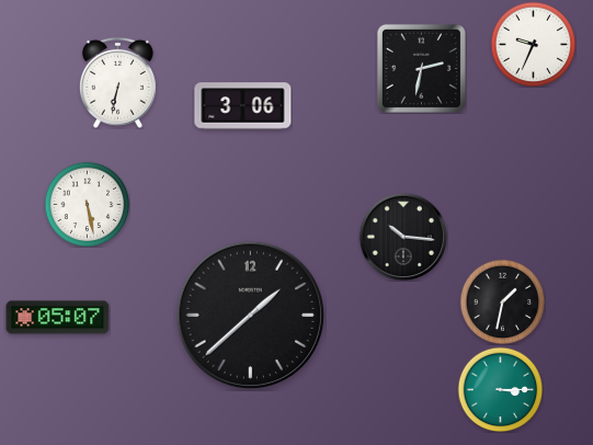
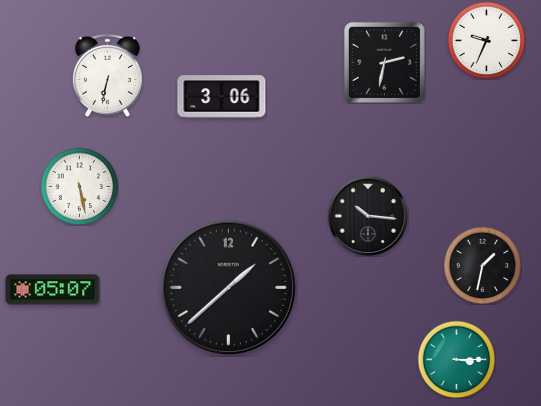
clock at (502, 301) position: (502, 301) -> (482, 265)
clock at (500, 389) position: (500, 389) -> (456, 359)
